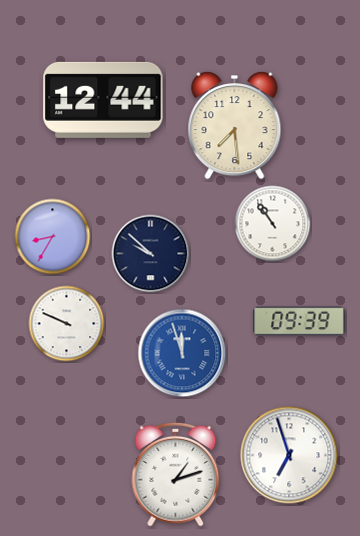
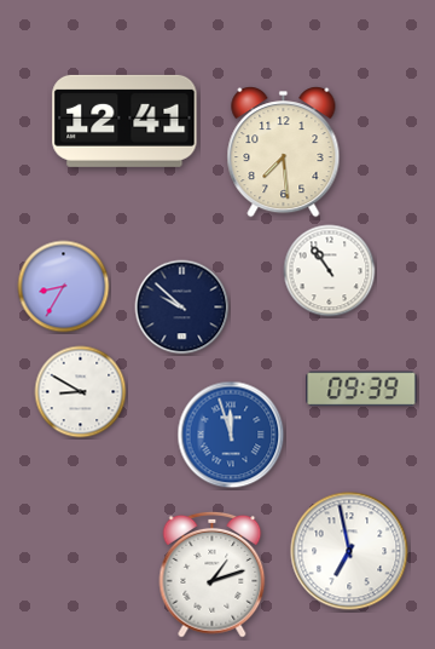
clock at (103, 100): 12:44 -> 12:41
clock at (67, 324): 9:49 -> 8:50
clock at (182, 353) position: (182, 353) -> (231, 435)
clock at (289, 455): 6:57 -> 6:58
